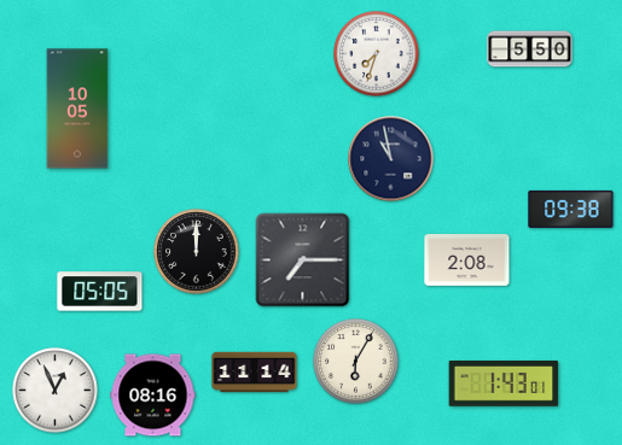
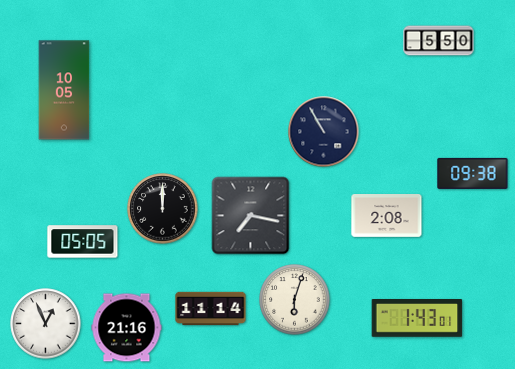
clock at (377, 54): 7:33 -> none
clock at (391, 159): 10:58 -> 10:55
clock at (303, 260): 7:15 -> 7:17
clock at (356, 362): 6:05 -> 6:03
clock at (153, 396): 08:16 -> 21:16
